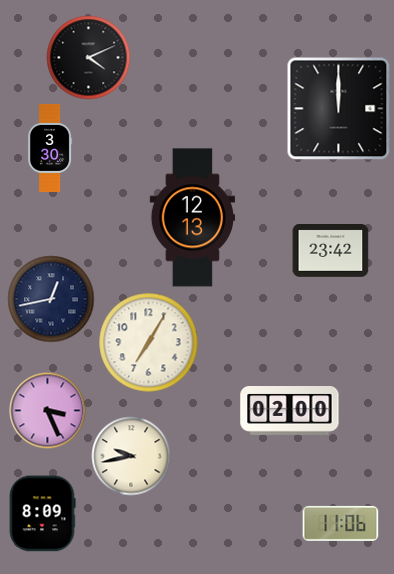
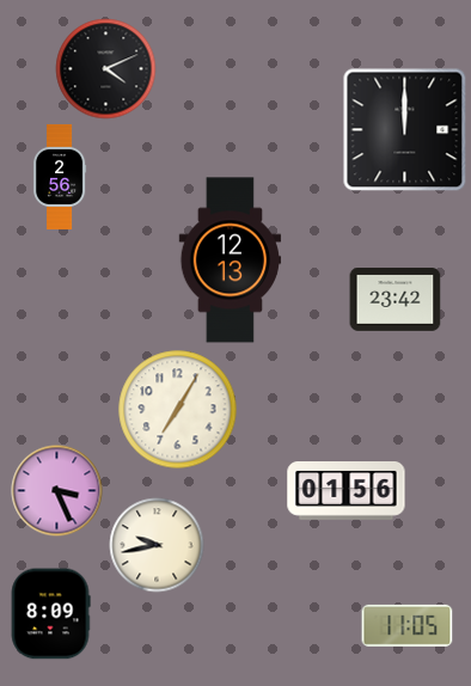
clock at (50, 148): 3:30 -> 2:56
clock at (51, 299): 12:43 -> none
clock at (290, 411): 02:00 -> 01:56
clock at (341, 523): 11:06 -> 11:05
